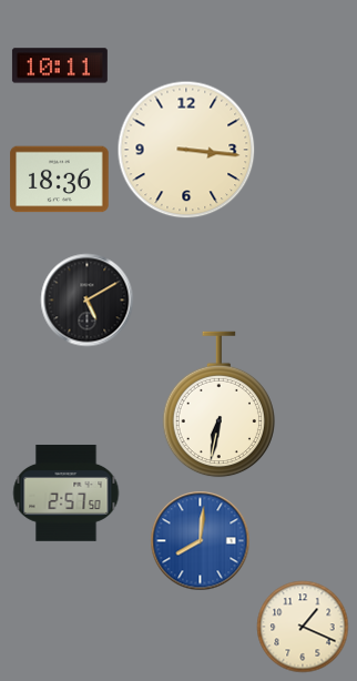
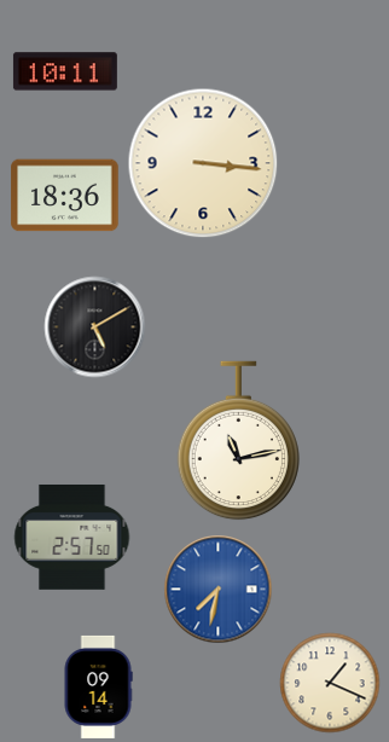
clock at (218, 405): 6:32 -> 11:13
clock at (201, 541): 8:01 -> 7:32
clock at (98, 686): none -> 09:14
